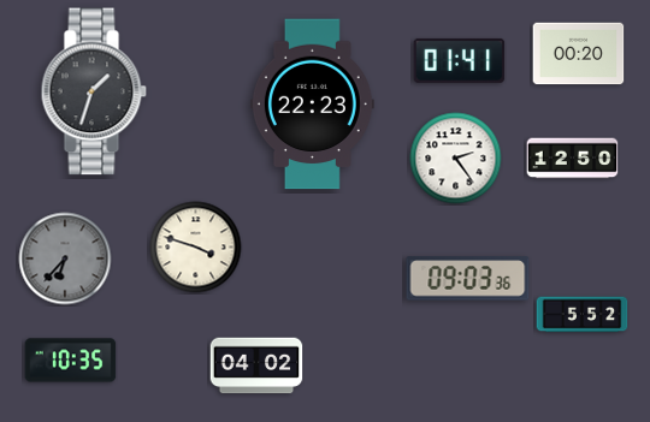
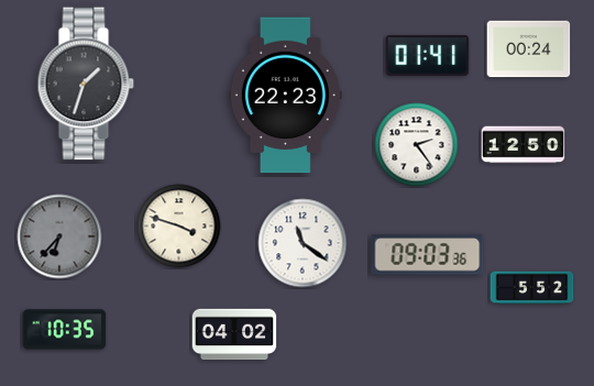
clock at (579, 54): 00:20 -> 00:24
clock at (460, 60) position: (460, 60) -> (428, 55)
clock at (302, 243): none -> 11:21
